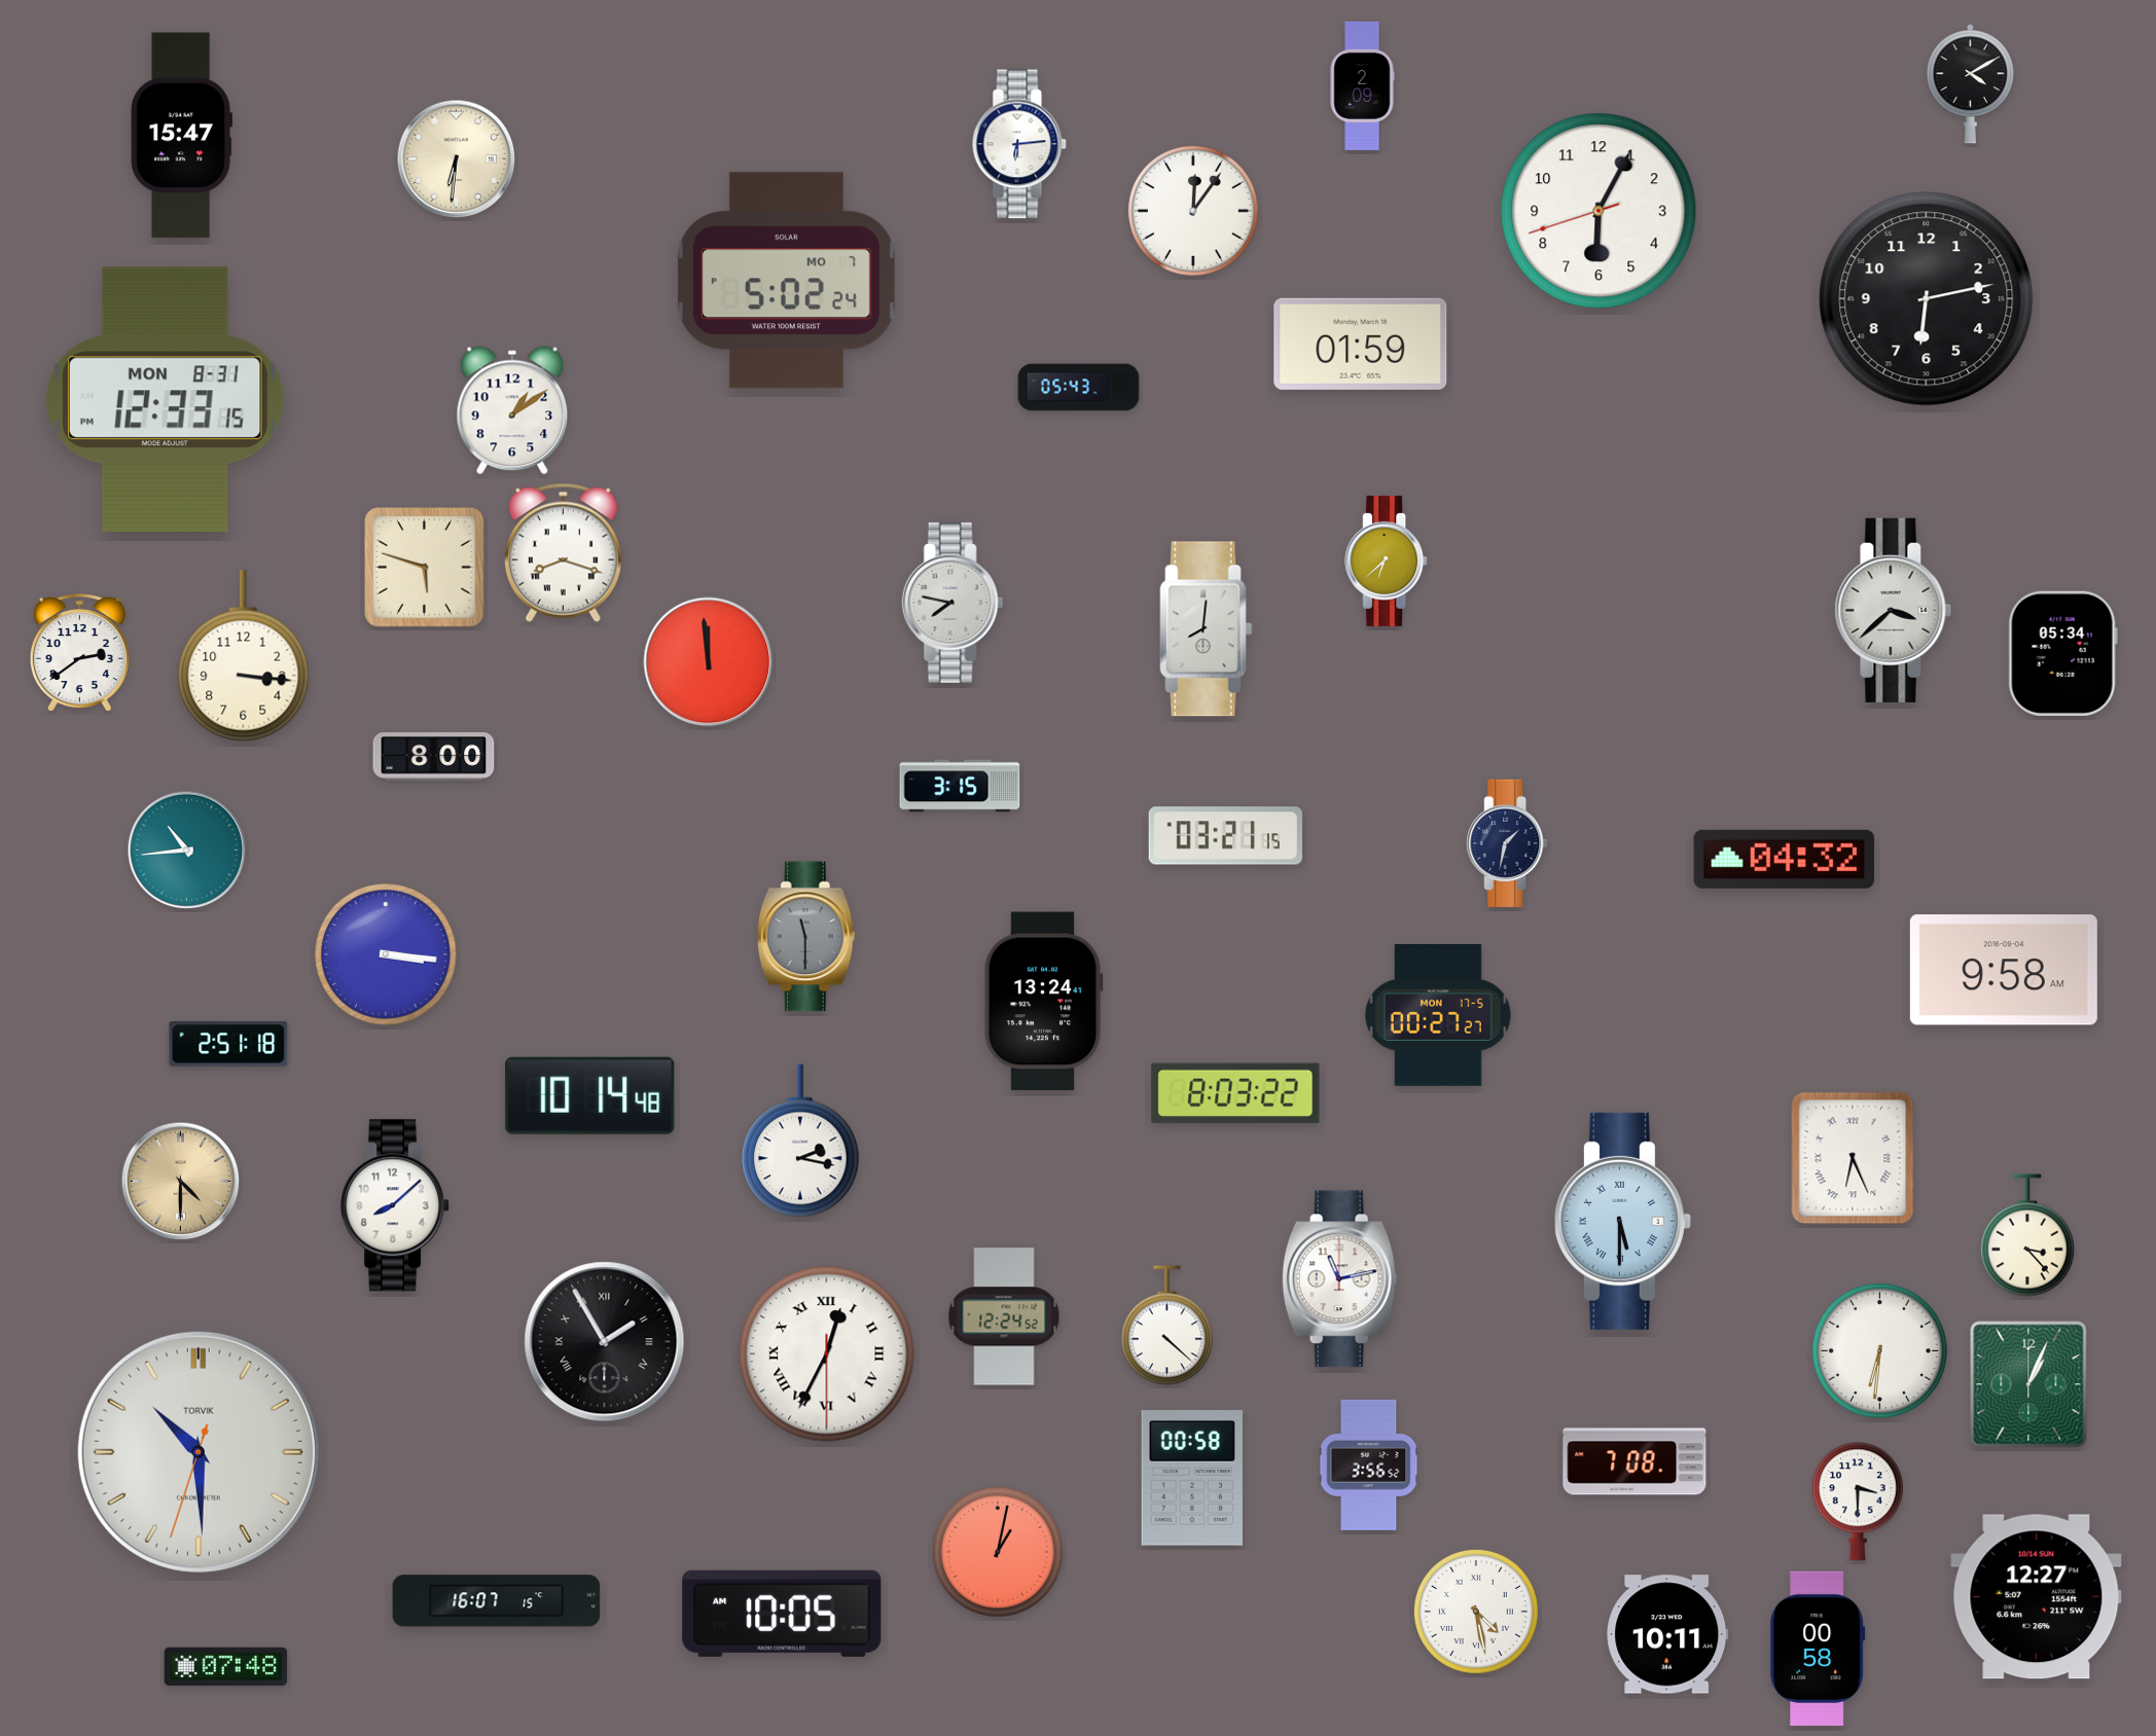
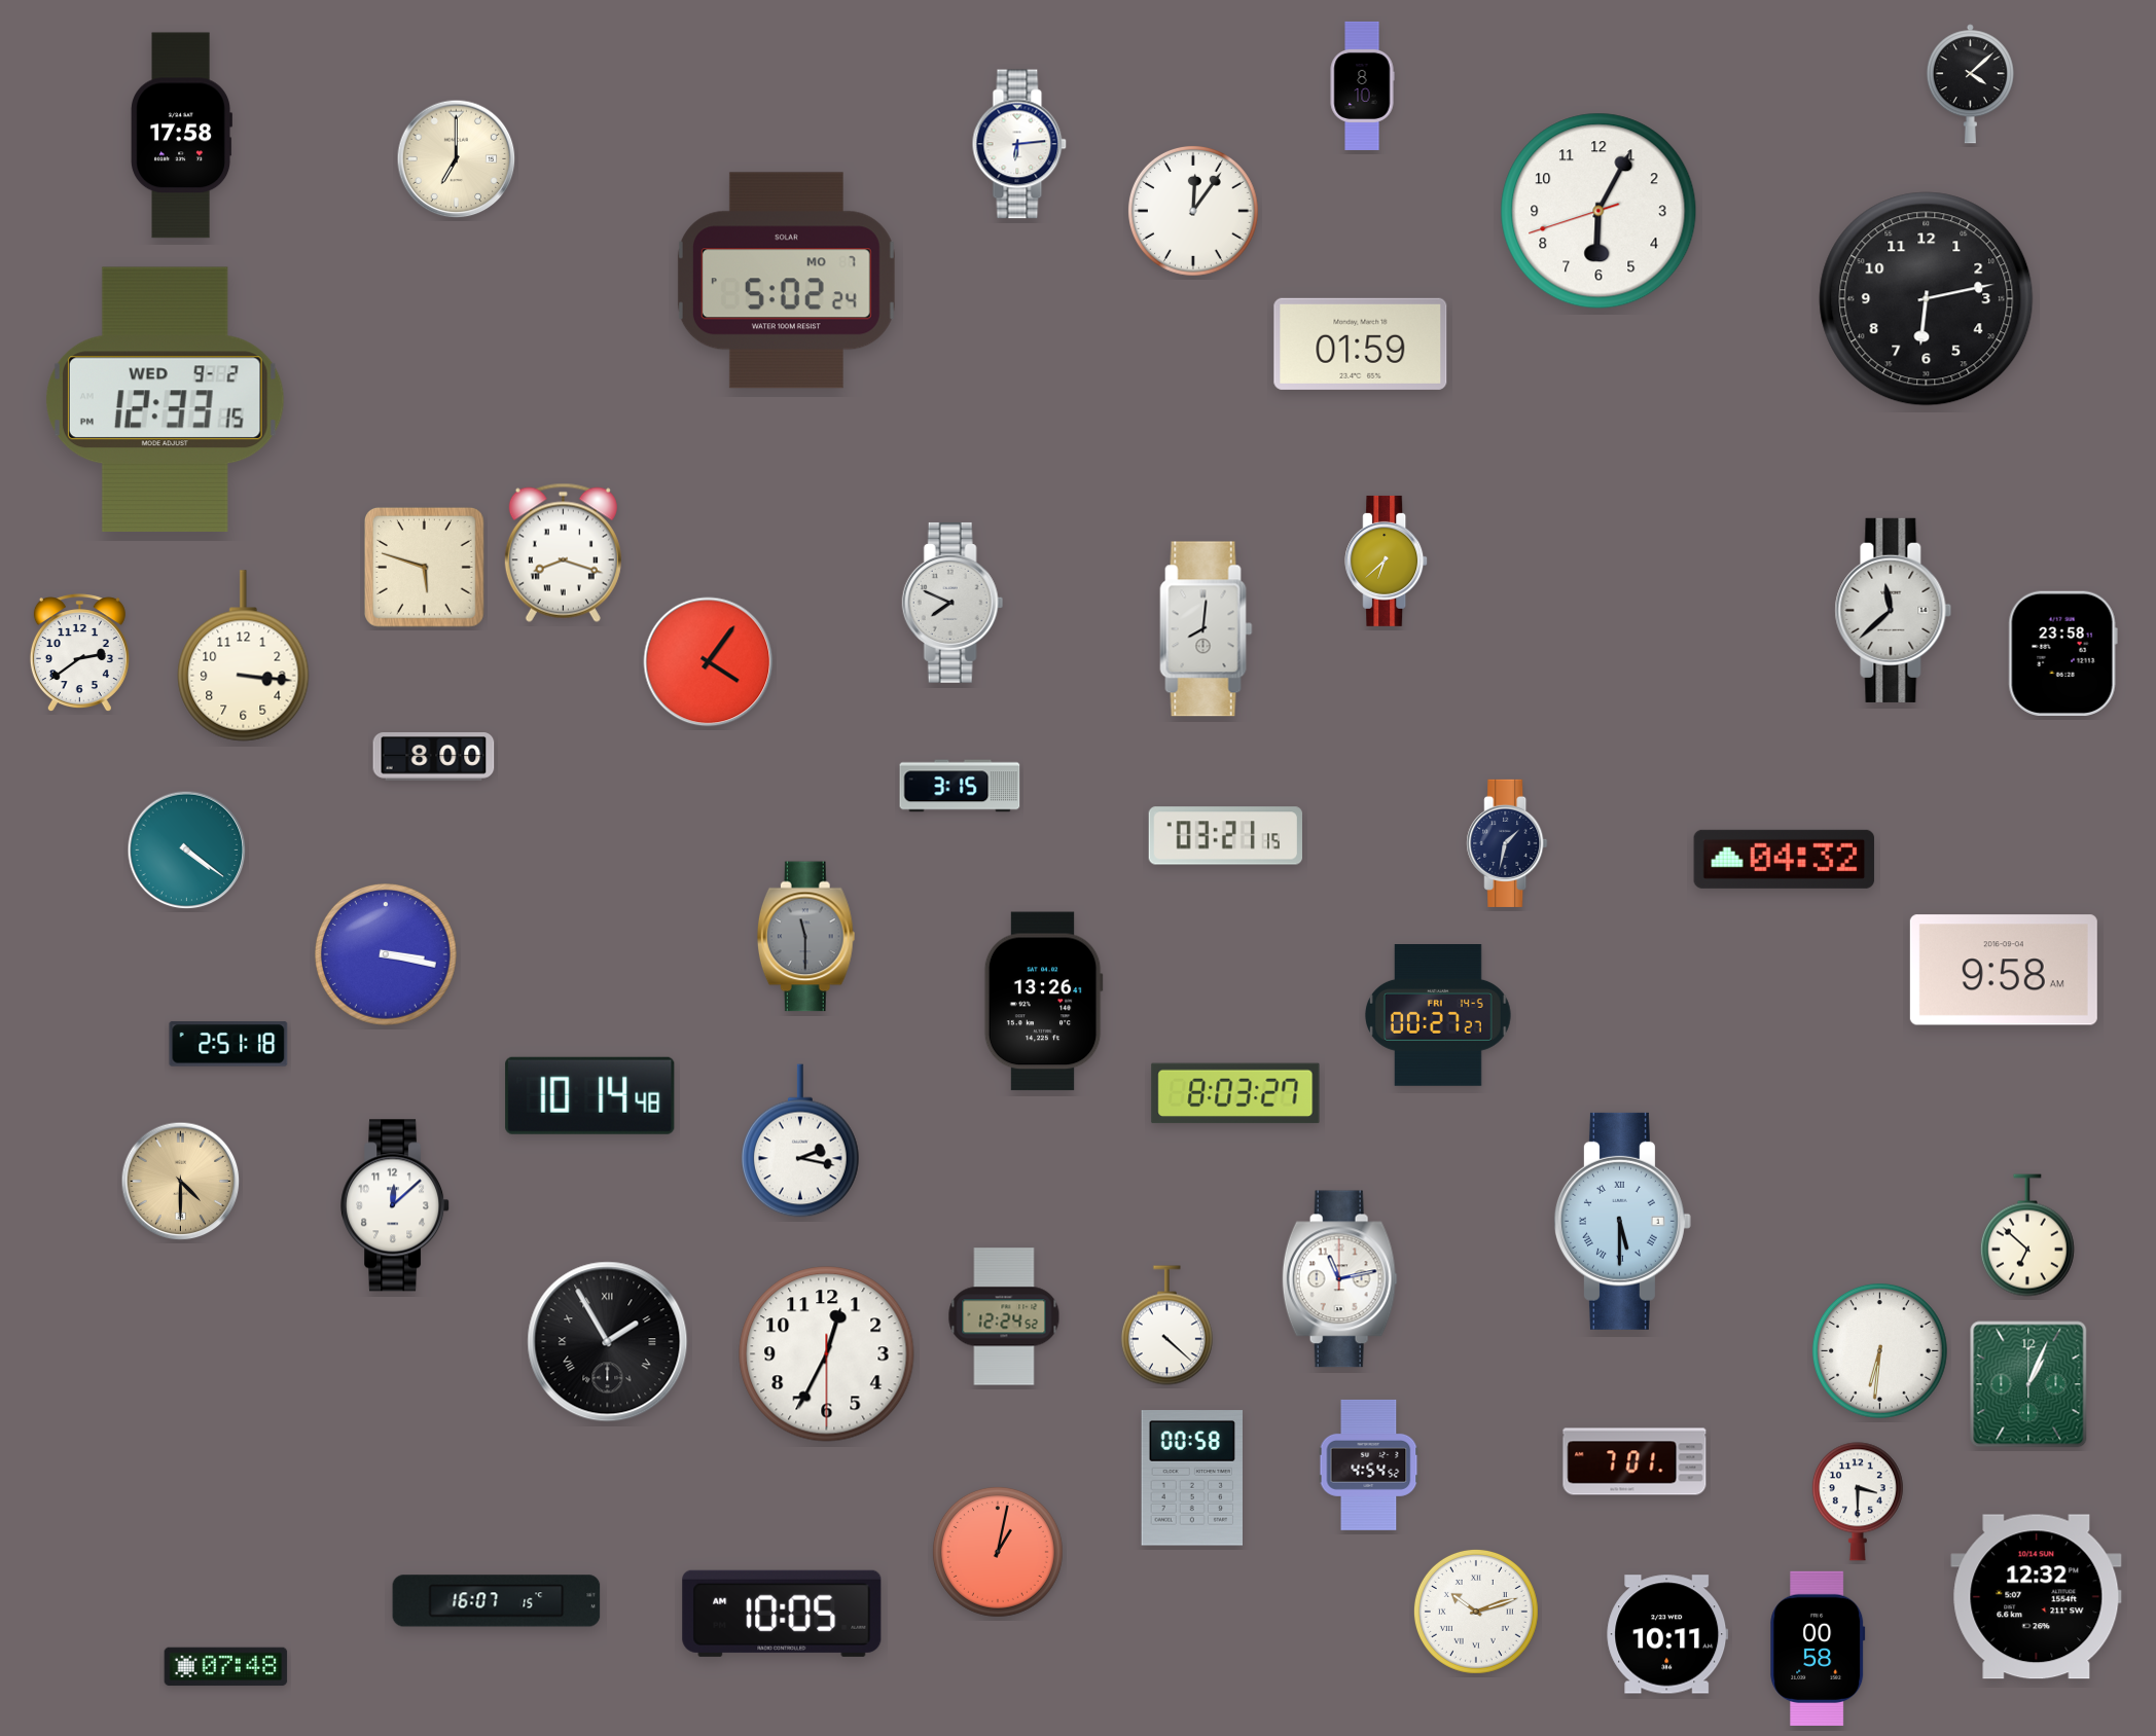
clock at (1970, 84): 4:10 -> 4:08
clock at (1362, 85): 2:09 -> 8:10
clock at (181, 136): 15:47 -> 17:58
clock at (457, 159): 6:31 -> 7:00
clock at (1079, 388): 05:43 -> none
clock at (165, 399) date: MON 8-31 -> WED 9-2
clock at (512, 410): 1:09 -> none
clock at (953, 603): 7:47 -> 7:49
clock at (1894, 610): 3:38 -> 11:38
clock at (2062, 653): 05:34 -> 23:58
clock at (709, 662): 11:59 -> 4:06
clock at (187, 851): 10:44 -> 4:21
clock at (387, 955): 3:16 -> 3:17
clock at (1043, 1002): 13:24 -> 13:26
clock at (1438, 1016) date: MON 17-5 -> FRI 14-5
clock at (1235, 1093): 8:03:22 -> 8:03:27
clock at (1853, 1158): 6:26 -> none
clock at (396, 1205): 8:08 -> 12:08
clock at (2027, 1235): 3:23 -> 6:52
clock at (605, 1342) position: (605, 1342) -> (608, 1342)
clock at (827, 1354) numerals: Roman -> Arabic
clock at (199, 1452): 10:29 -> none
clock at (1634, 1461): 7:08 -> 7:01
clock at (1369, 1464): 3:56 -> 4:54
clock at (2037, 1597): 12:27 -> 12:32
clock at (1476, 1612): 4:28 -> 10:12
